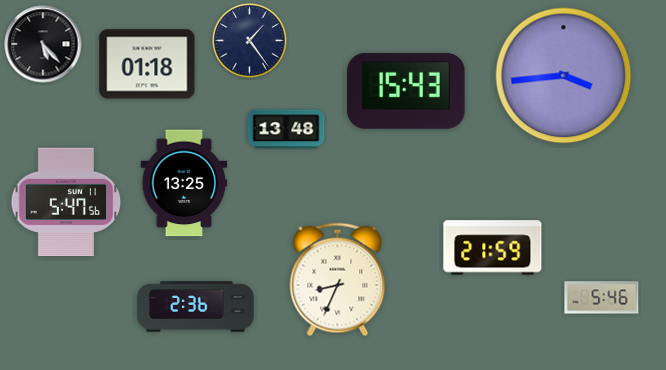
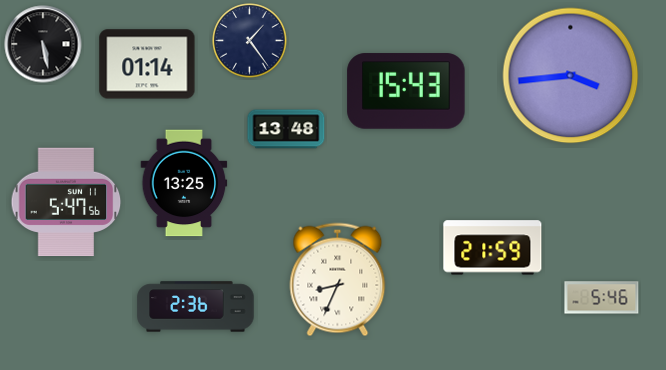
clock at (43, 44): 5:23 -> 5:28
clock at (147, 64): 01:18 -> 01:14
clock at (564, 76) position: (564, 76) -> (571, 76)
